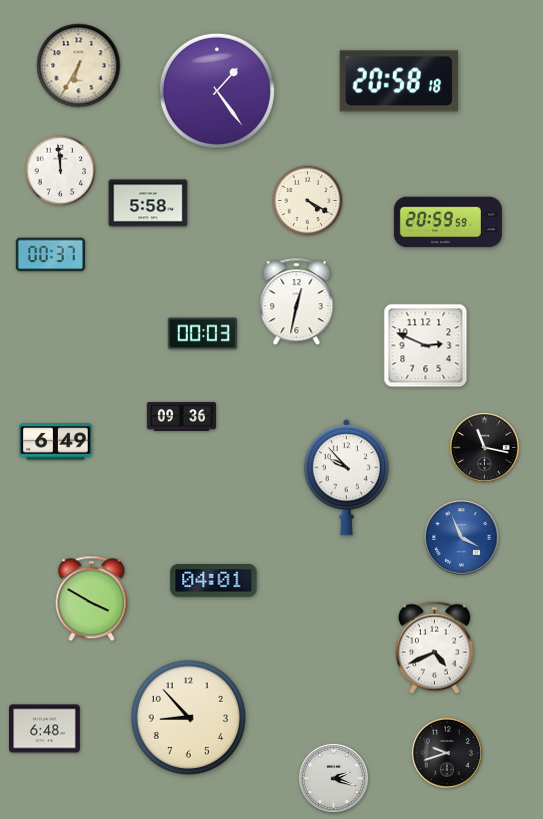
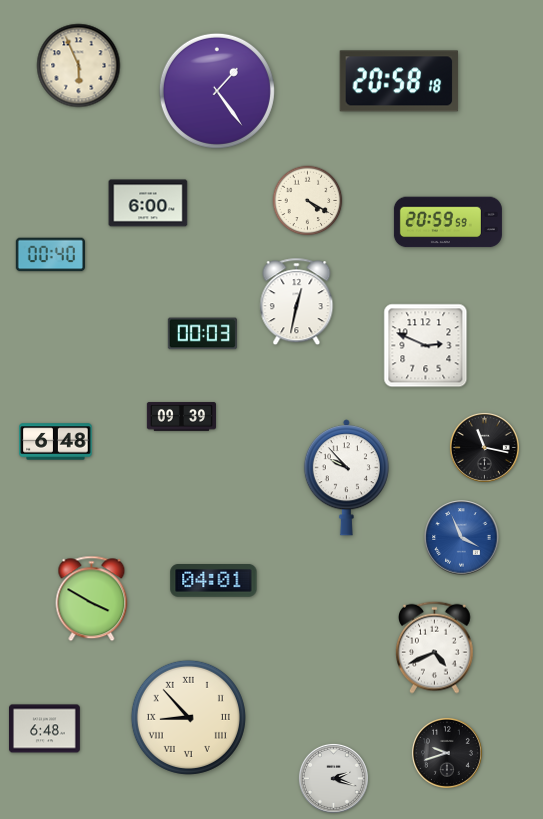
clock at (79, 66): 6:35 -> 5:56
clock at (61, 171): 11:59 -> none
clock at (148, 203): 5:58 -> 6:00
clock at (50, 255): 00:37 -> 00:40
clock at (181, 417): 09:36 -> 09:39
clock at (56, 442): 6:49 -> 6:48
clock at (188, 717) numerals: Arabic -> Roman
